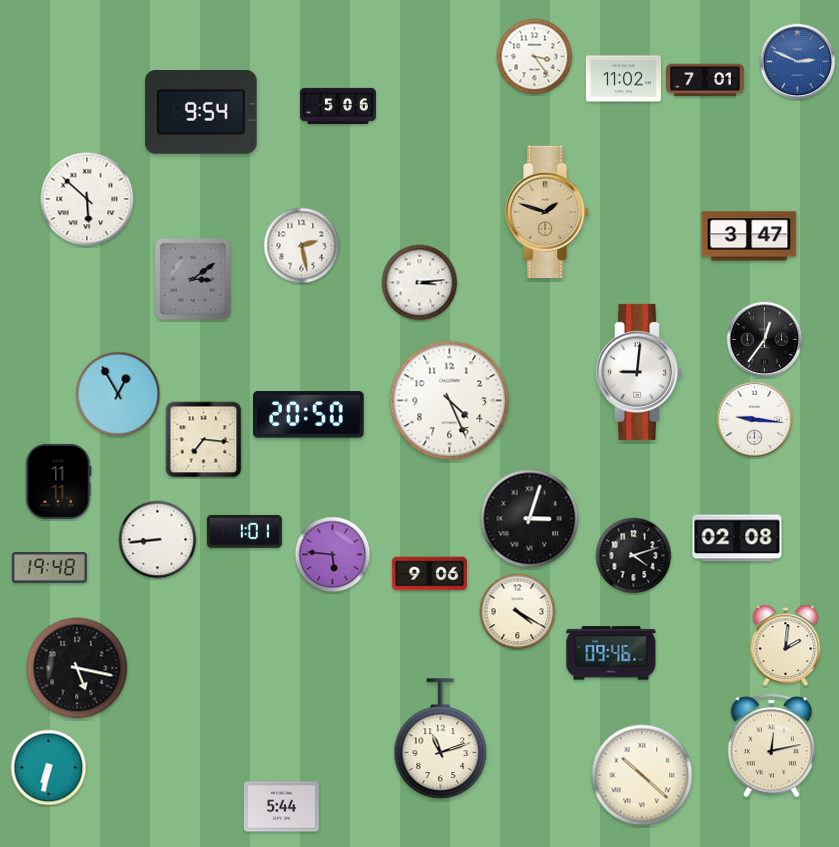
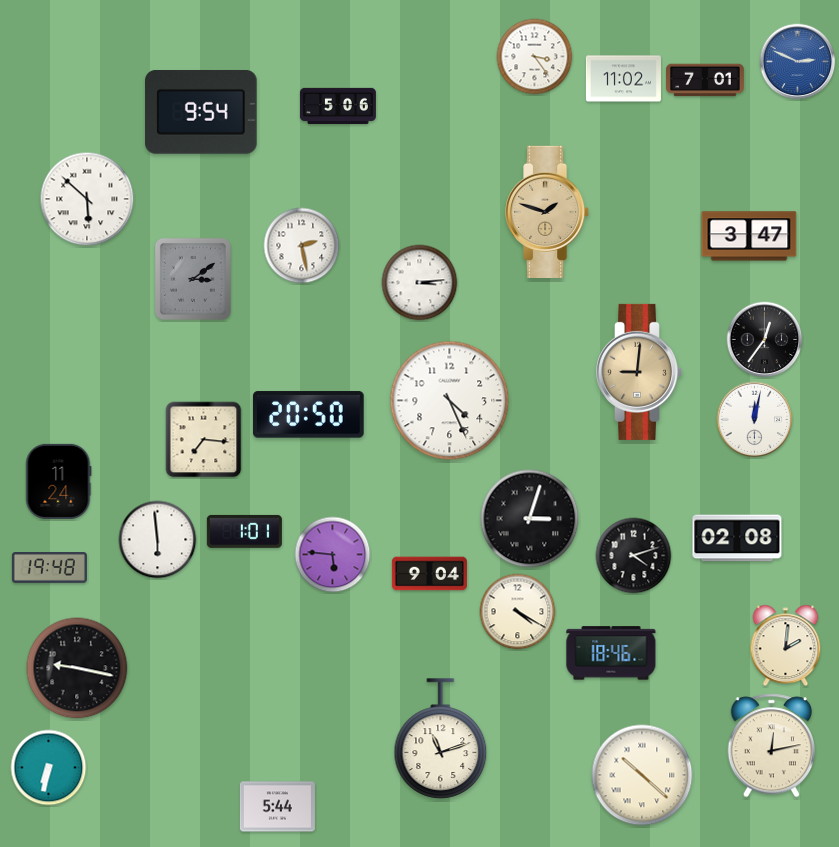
clock at (639, 372) dial: white -> champagne
clock at (118, 394): 12:55 -> none
clock at (755, 420): 9:16 -> 12:02
clock at (59, 481): 11:11 -> 11:24
clock at (158, 540): 8:44 -> 5:59
clock at (429, 574): 9:06 -> 9:04
clock at (611, 653): 09:46 -> 18:46
clock at (77, 668): 5:17 -> 9:17
clock at (281, 807) position: (281, 807) -> (277, 807)
